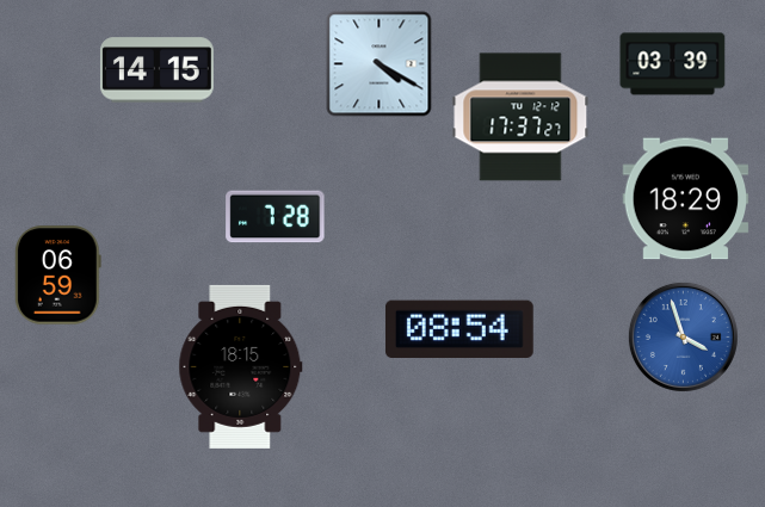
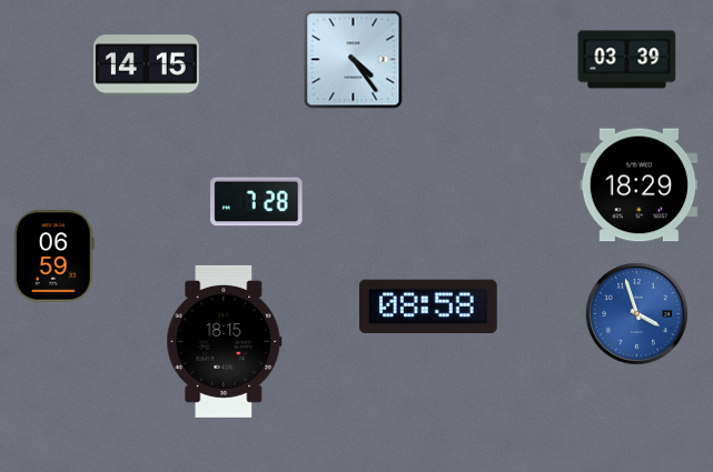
clock at (380, 64): 4:20 -> 4:24
clock at (520, 117): 17:37 -> none
clock at (459, 329): 08:54 -> 08:58
